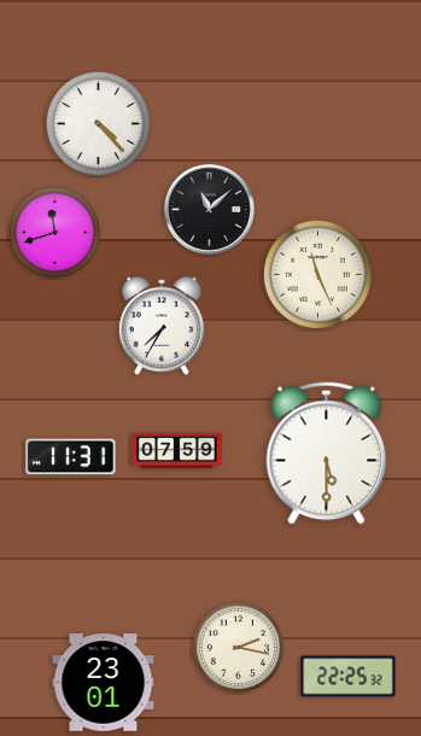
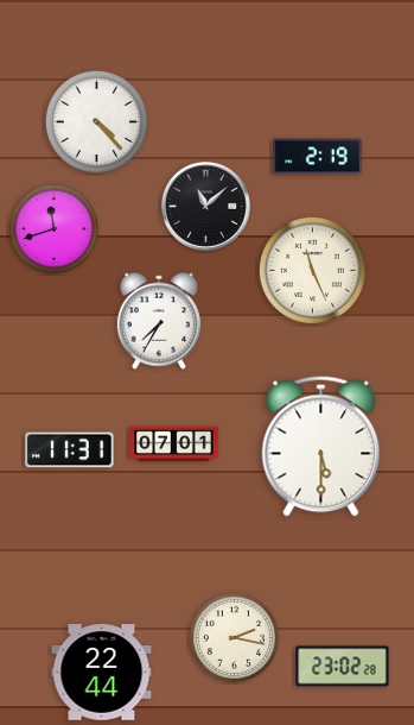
clock at (318, 157): none -> 2:19
clock at (177, 451): 07:59 -> 07:01
clock at (349, 677): 22:25 -> 23:02
clock at (104, 683): 23:01 -> 22:44
